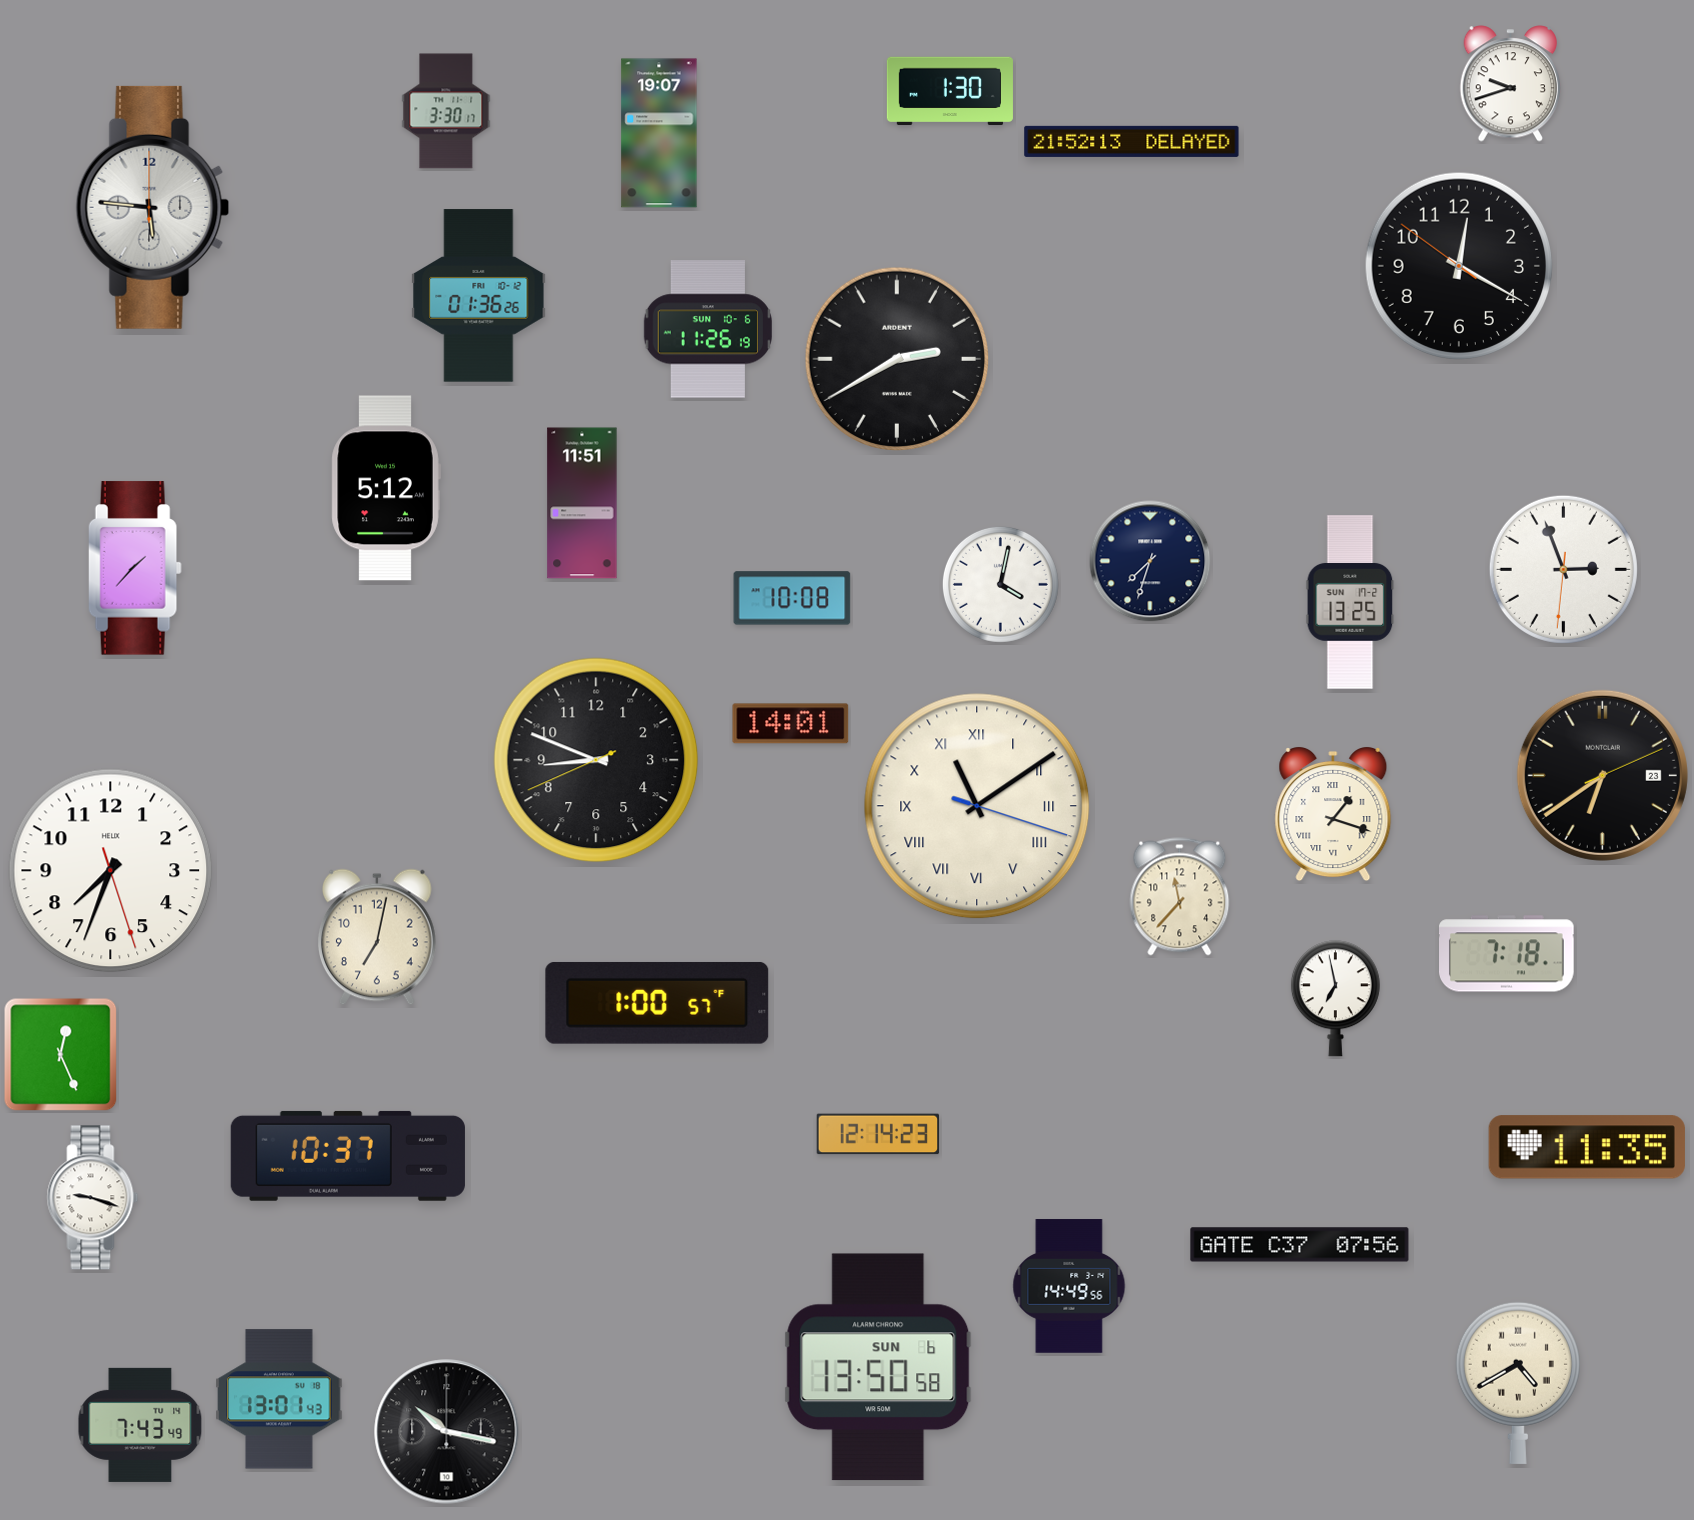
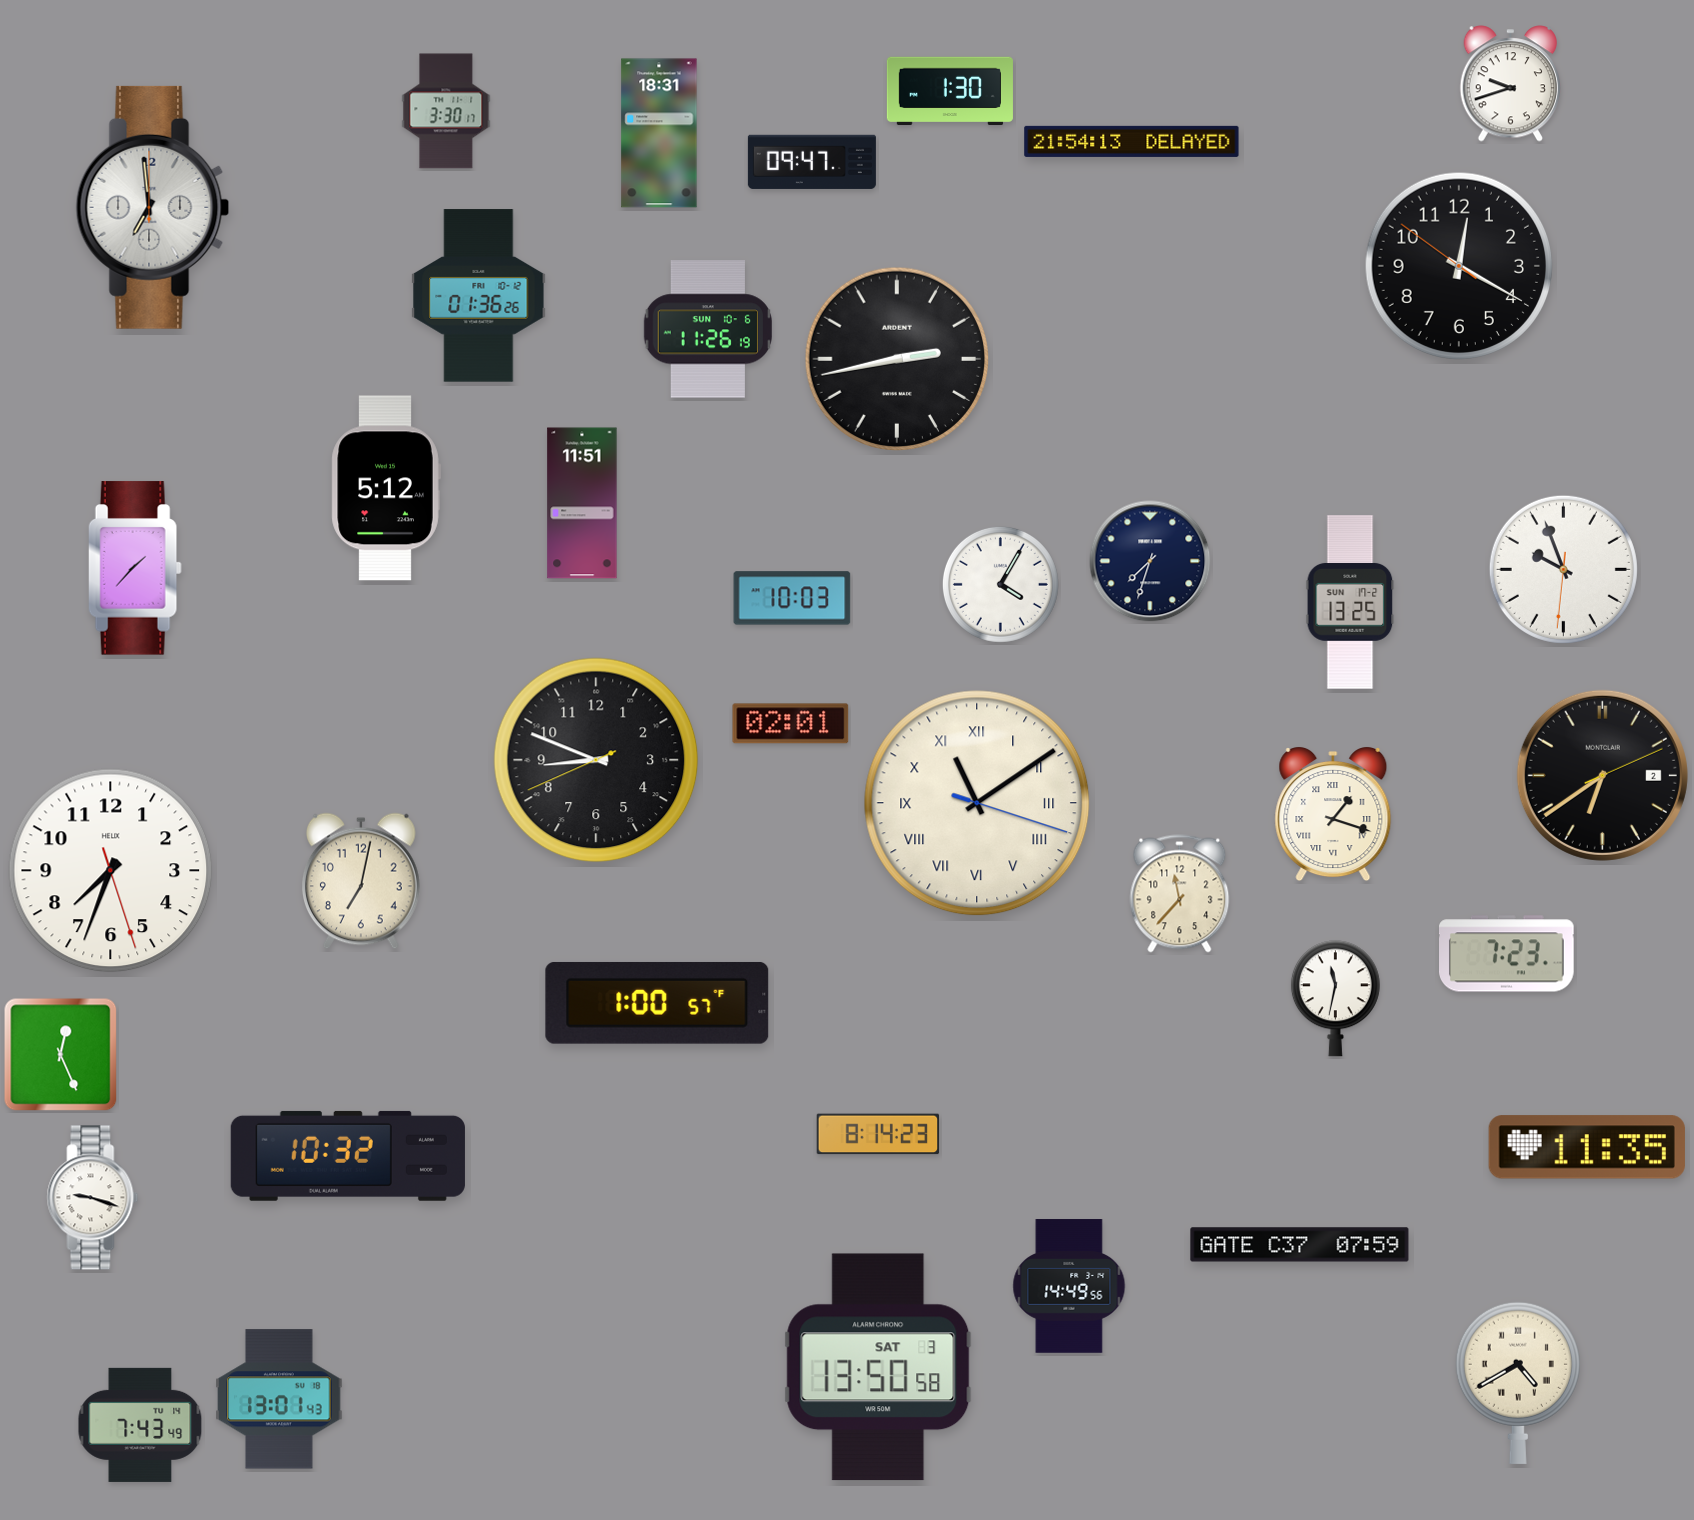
clock at (659, 133): 19:07 -> 18:31
clock at (1132, 141): 21:52 -> 21:54
clock at (812, 162): none -> 09:47
clock at (153, 207): 5:46 -> 6:59
clock at (896, 358): 2:40 -> 2:43
clock at (1563, 569): 2:56 -> 9:56
clock at (1000, 584): 4:02 -> 4:05
clock at (792, 598): 10:08 -> 10:03
clock at (791, 724): 14:01 -> 02:01
clock at (1602, 775) date: 23 -> 2
clock at (977, 806) position: (977, 806) -> (977, 803)
clock at (1180, 897) position: (1180, 897) -> (1180, 894)
clock at (377, 937) position: (377, 937) -> (361, 881)
clock at (1507, 954): 7:18 -> 7:23
clock at (1335, 999): 6:58 -> 11:32
clock at (878, 1134): 12:14 -> 8:14
clock at (348, 1156): 10:37 -> 10:32
clock at (1300, 1245): 07:56 -> 07:59
clock at (878, 1367) date: SUN 6 -> SAT 3
clock at (447, 1432): 10:17 -> none
